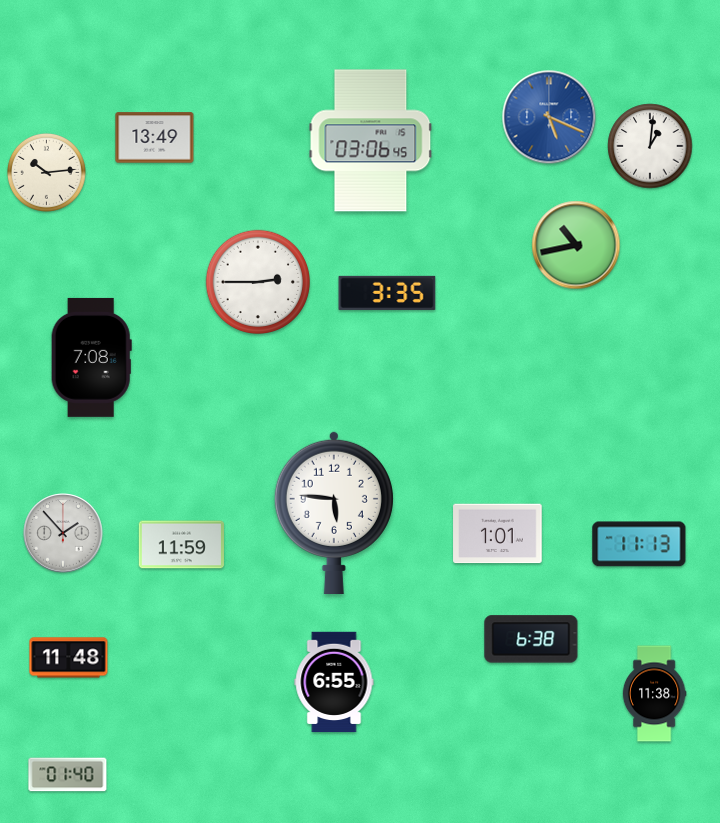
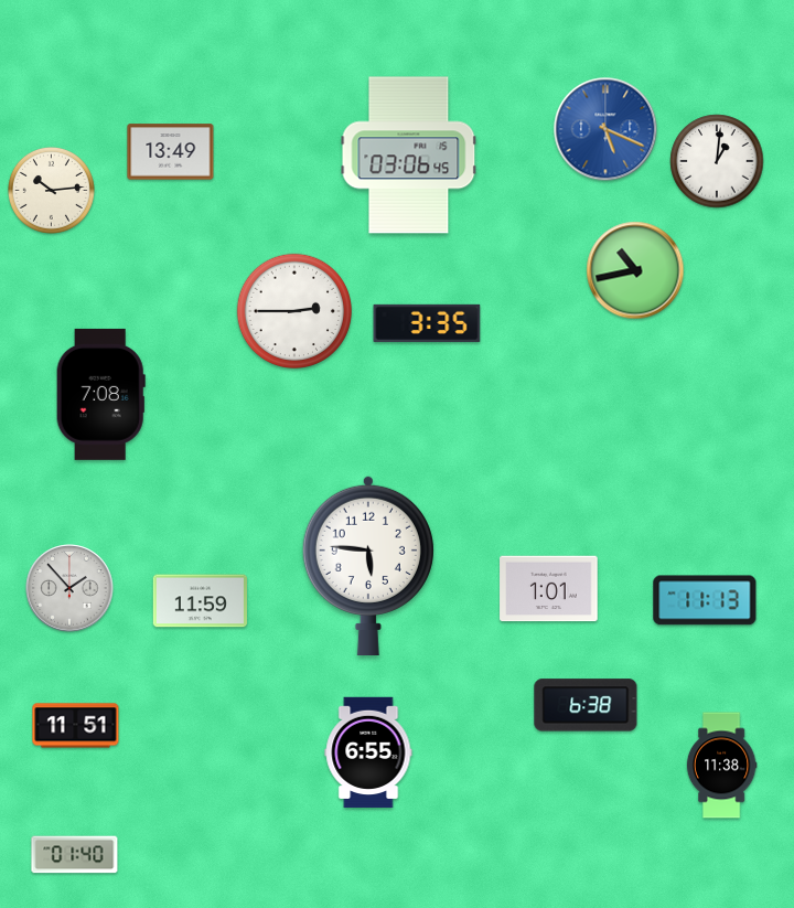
clock at (257, 281) position: (257, 281) -> (293, 310)
clock at (69, 658): 11:48 -> 11:51
